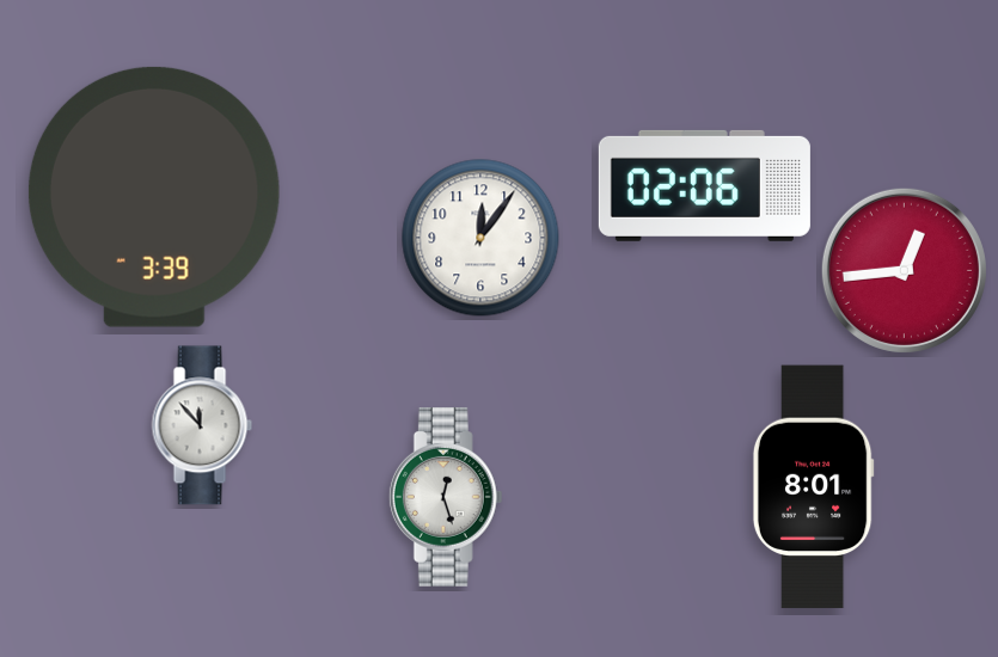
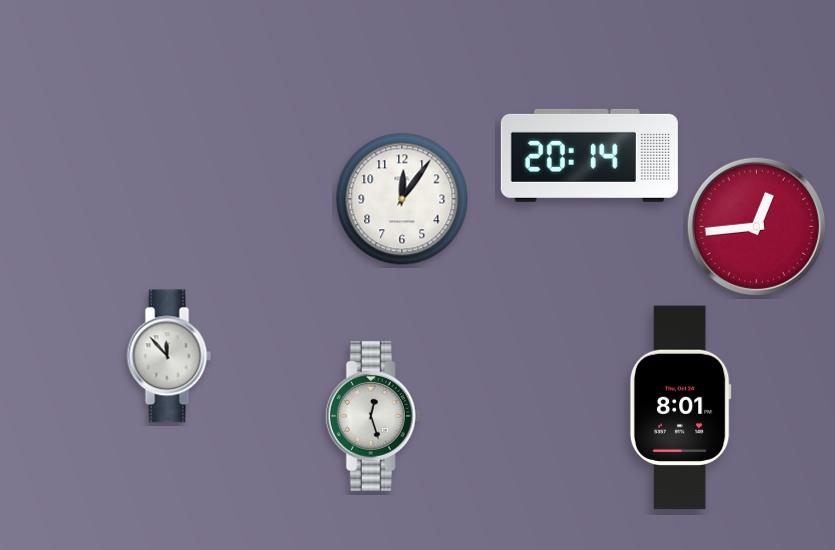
clock at (704, 185): 02:06 -> 20:14
clock at (154, 197): 3:39 -> none
